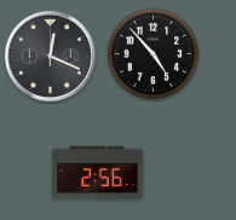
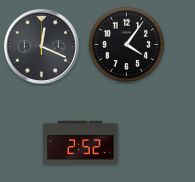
clock at (154, 54): 4:53 -> 4:06
clock at (98, 173): 2:56 -> 2:52
